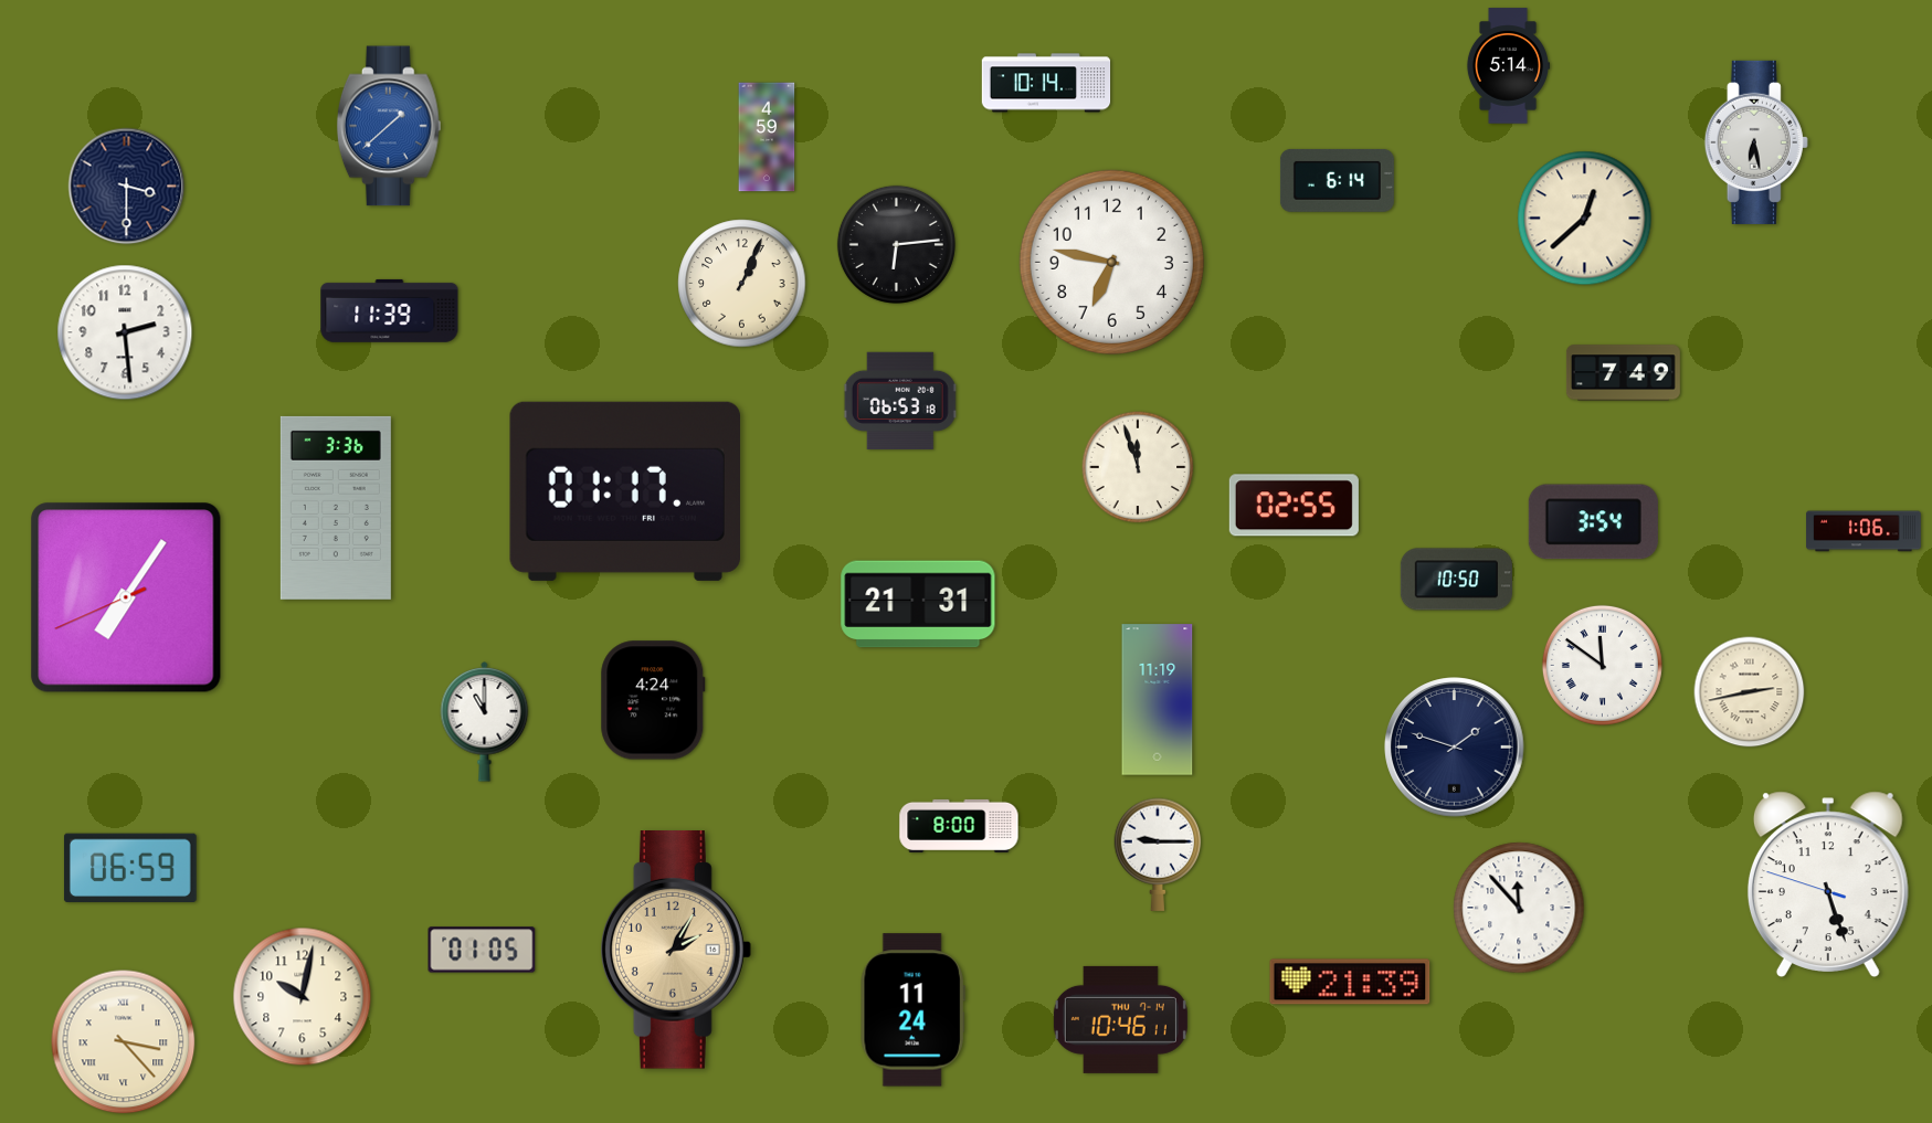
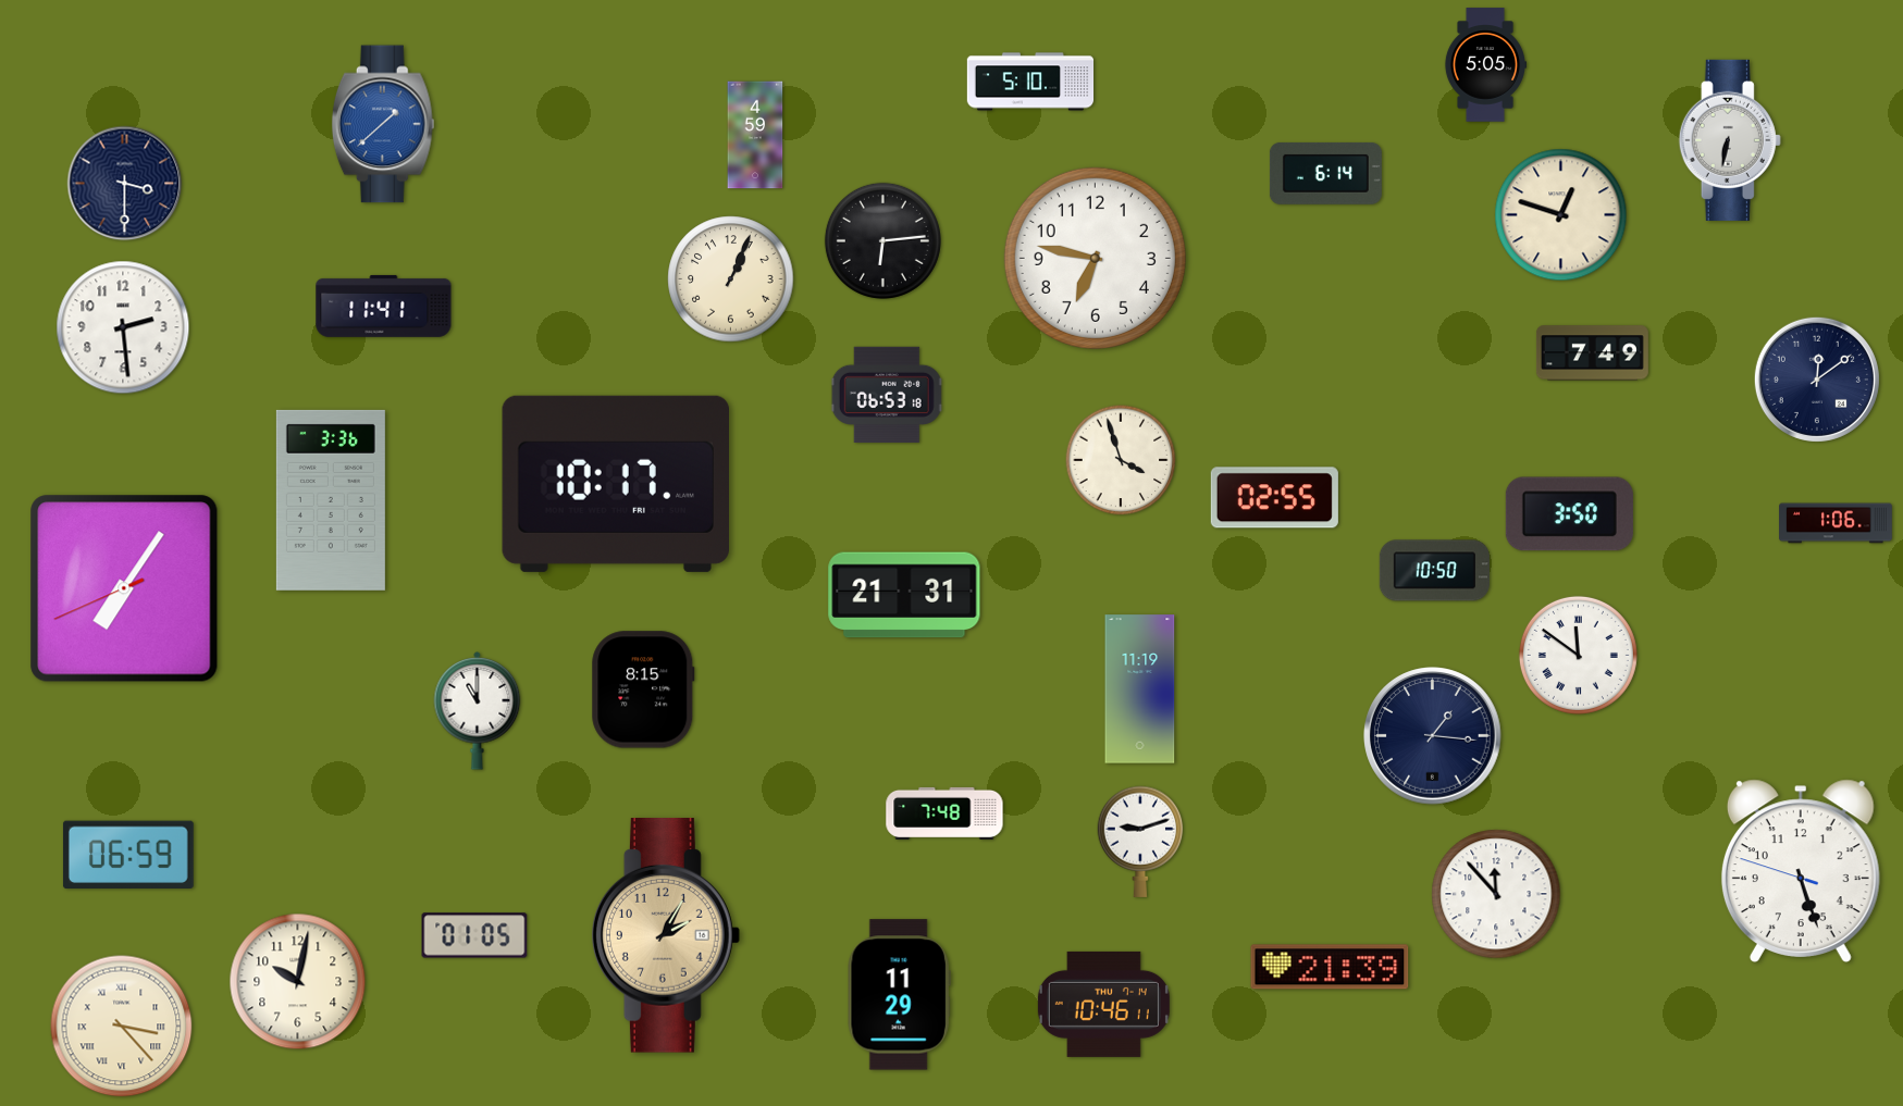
clock at (1507, 66): 5:14 -> 5:05
clock at (1046, 83): 10:14 -> 5:10
clock at (1756, 142): 6:28 -> 6:32
clock at (1337, 180) position: (1337, 180) -> (1325, 173)
clock at (1585, 219): 12:38 -> 12:48
clock at (390, 310): 11:39 -> 11:41
clock at (1623, 373) position: (1623, 373) -> (1592, 353)
clock at (1817, 380): none -> 12:09
clock at (1138, 467): 11:57 -> 3:57
clock at (624, 491): 01:17 -> 10:17
clock at (1593, 522): 3:54 -> 3:50
clock at (1750, 692): 2:43 -> none
clock at (653, 700): 4:24 -> 8:15
clock at (1455, 748): 1:48 -> 1:16
clock at (959, 826): 8:00 -> 7:48
clock at (1158, 855): 9:15 -> 9:12
clock at (912, 1010): 11:24 -> 11:29
